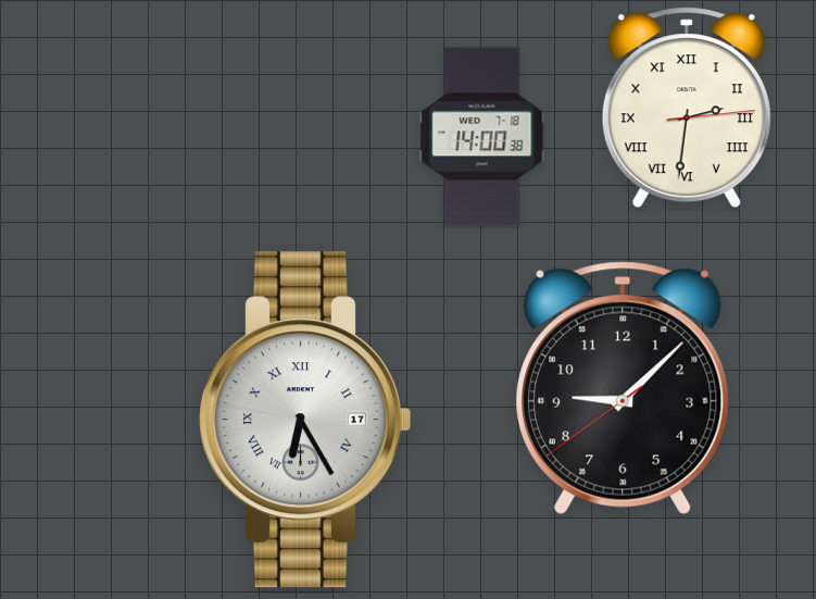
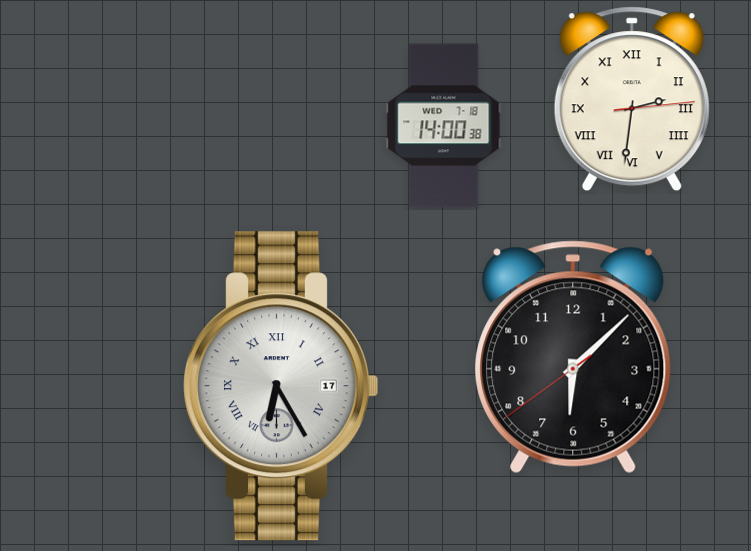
clock at (623, 388): 9:07 -> 6:07
